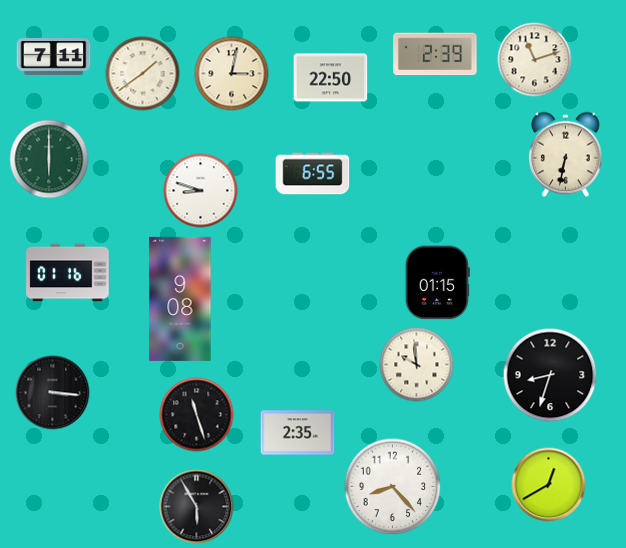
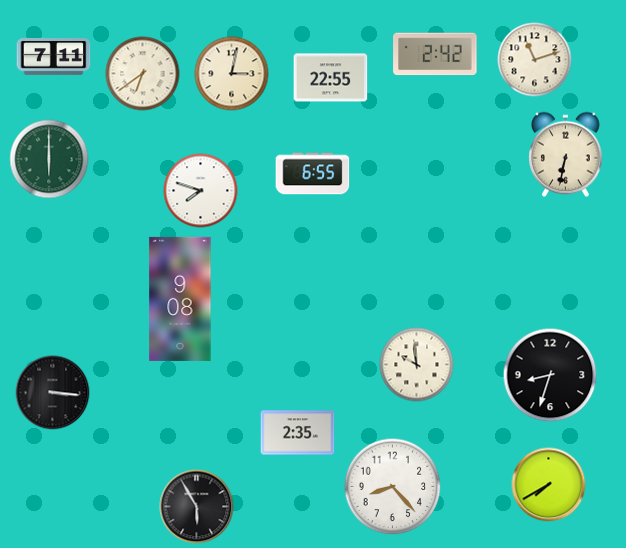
clock at (435, 54): 2:39 -> 2:42
clock at (143, 74): 1:39 -> 6:39
clock at (331, 78): 22:50 -> 22:55
clock at (201, 191): 8:48 -> 7:48
clock at (68, 273): 01:16 -> none
clock at (437, 283): 01:15 -> none
clock at (197, 415): 11:27 -> none
clock at (549, 485): 12:40 -> 7:40
